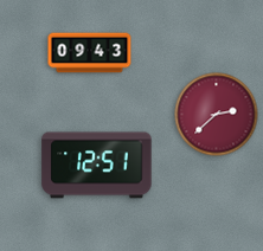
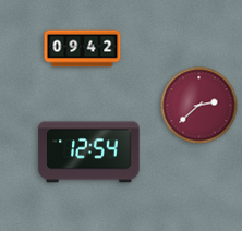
clock at (90, 53): 09:43 -> 09:42
clock at (97, 166): 12:51 -> 12:54
